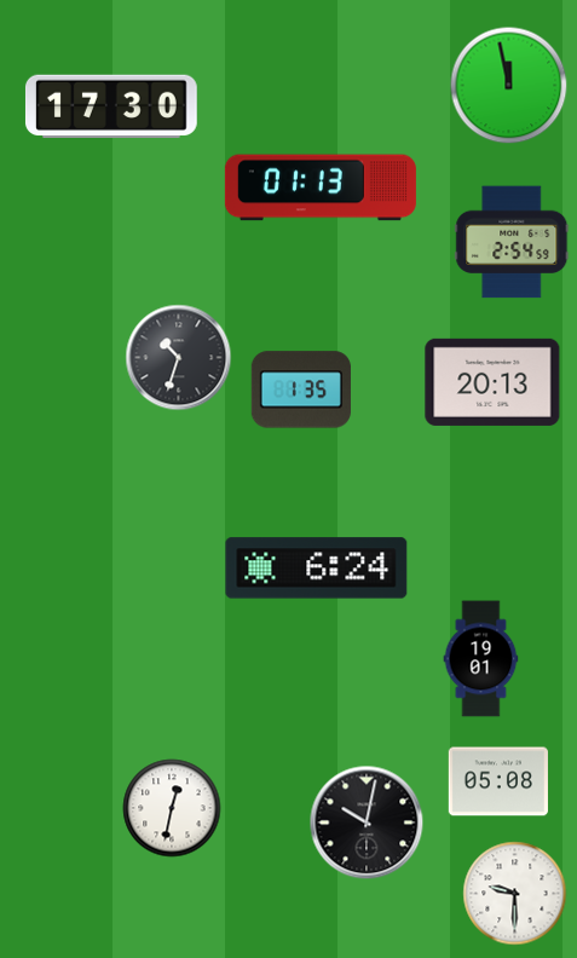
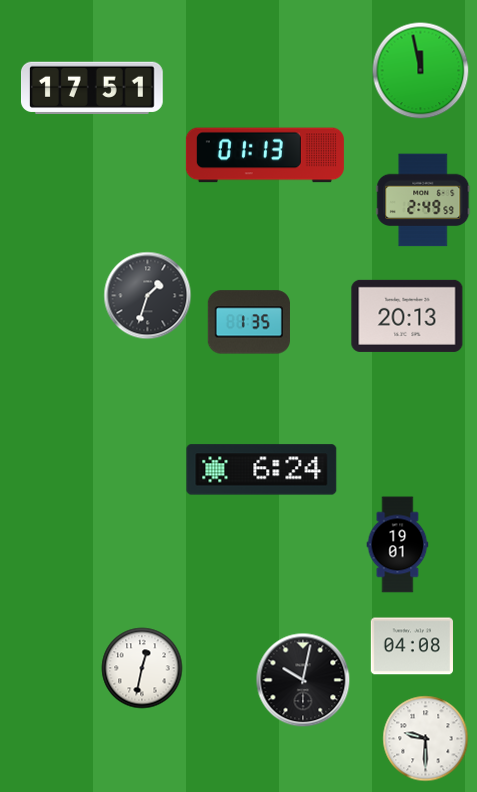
clock at (111, 105): 17:30 -> 17:51
clock at (512, 242): 2:54 -> 2:49
clock at (179, 358): 10:33 -> 1:33
clock at (497, 781): 05:08 -> 04:08
